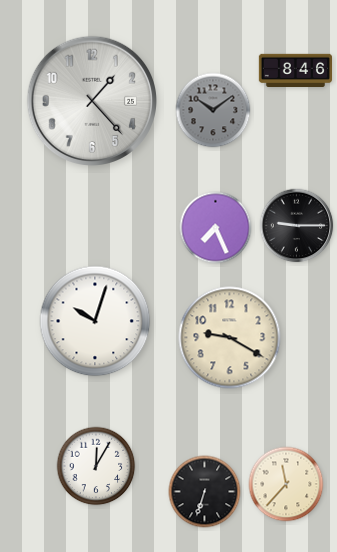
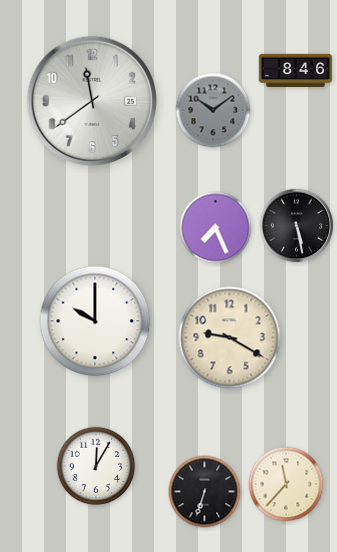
clock at (91, 100): 1:23 -> 11:39
clock at (297, 226): 9:15 -> 5:28
clock at (95, 321): 10:03 -> 10:00
